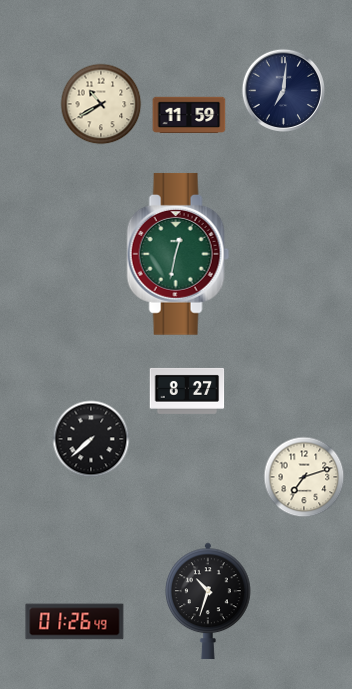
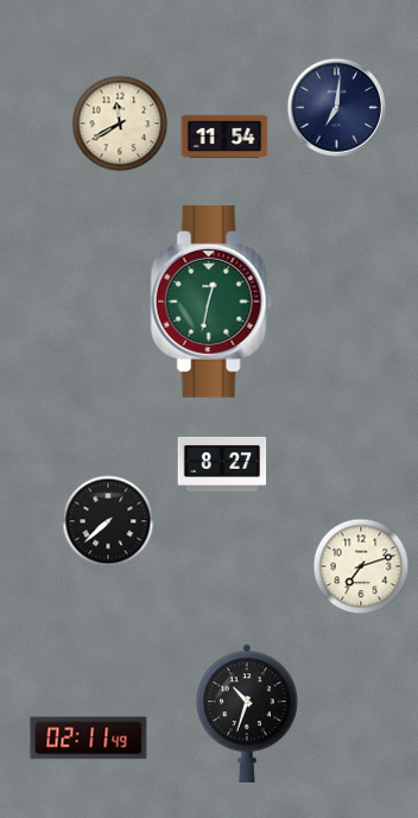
clock at (101, 104): 10:40 -> 11:40
clock at (189, 114): 11:59 -> 11:54
clock at (75, 622): 01:26 -> 02:11
